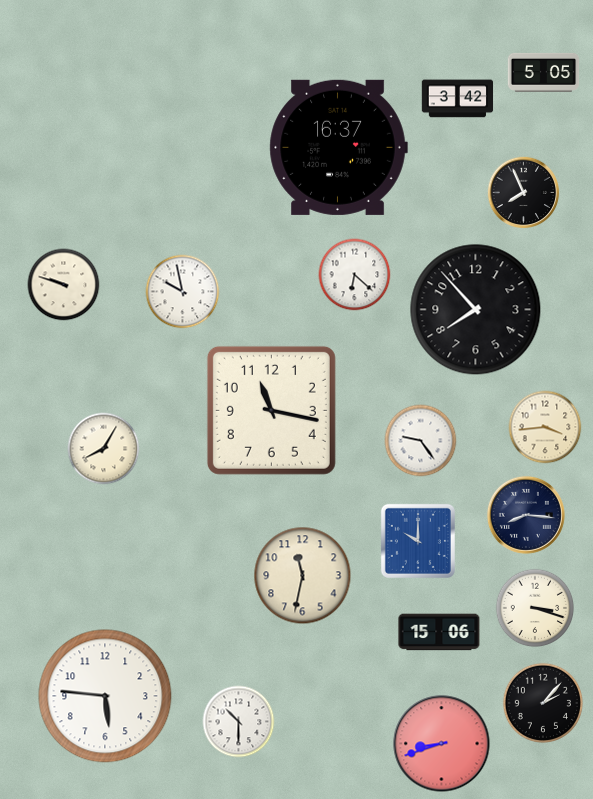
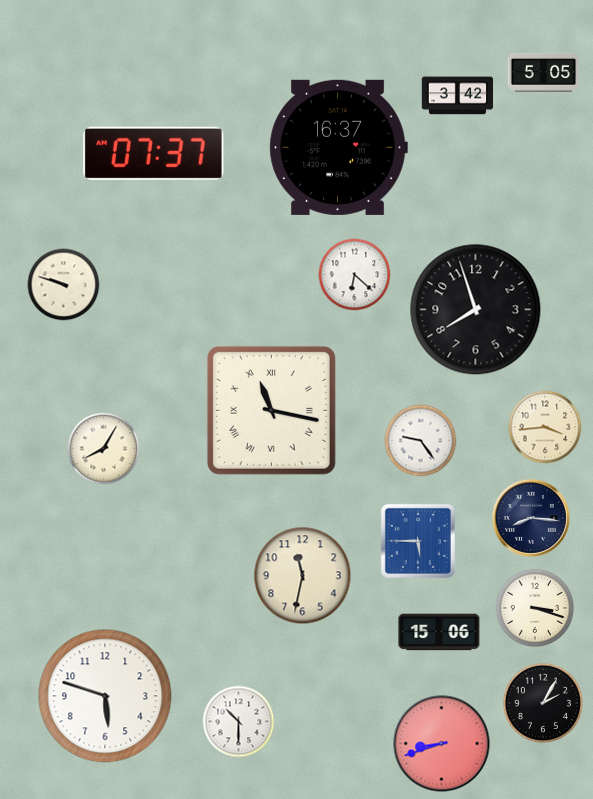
clock at (458, 99) position: (458, 99) -> (458, 96)
clock at (154, 154): none -> 07:37
clock at (524, 193): 7:56 -> none
clock at (183, 292): 9:58 -> none
clock at (476, 310): 7:53 -> 7:57
clock at (271, 410) numerals: Arabic -> Roman
clock at (526, 515) position: (526, 515) -> (531, 518)
clock at (418, 541): 10:00 -> 5:45
clock at (105, 696): 5:46 -> 5:48
clock at (542, 702): 2:07 -> 2:05
